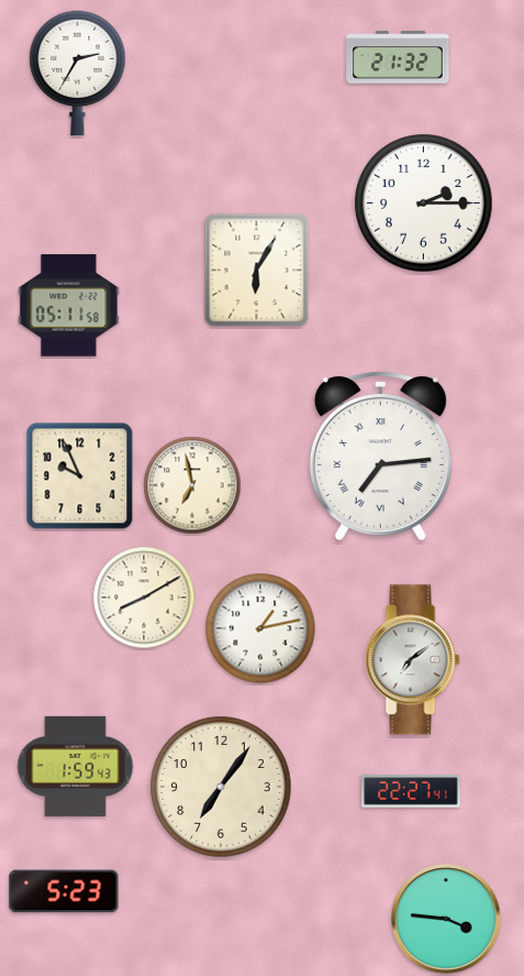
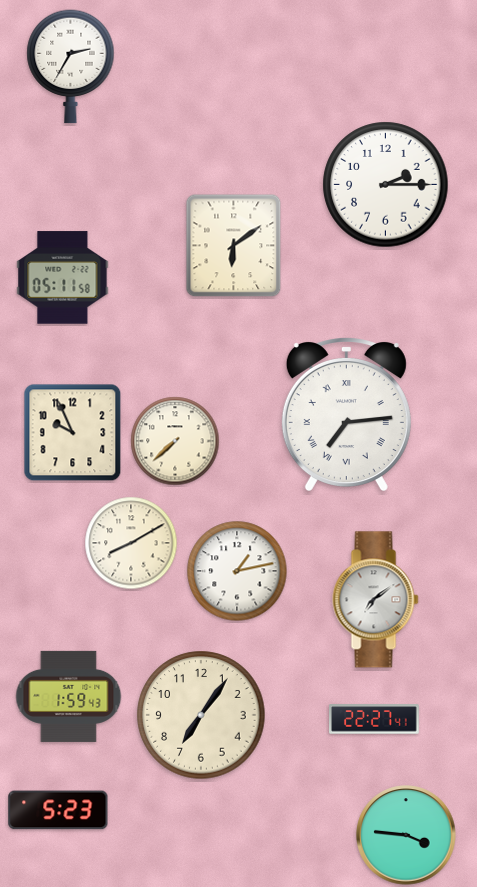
clock at (398, 57): 21:32 -> none
clock at (257, 271): 6:05 -> 6:09
clock at (192, 485): 6:58 -> 7:38
